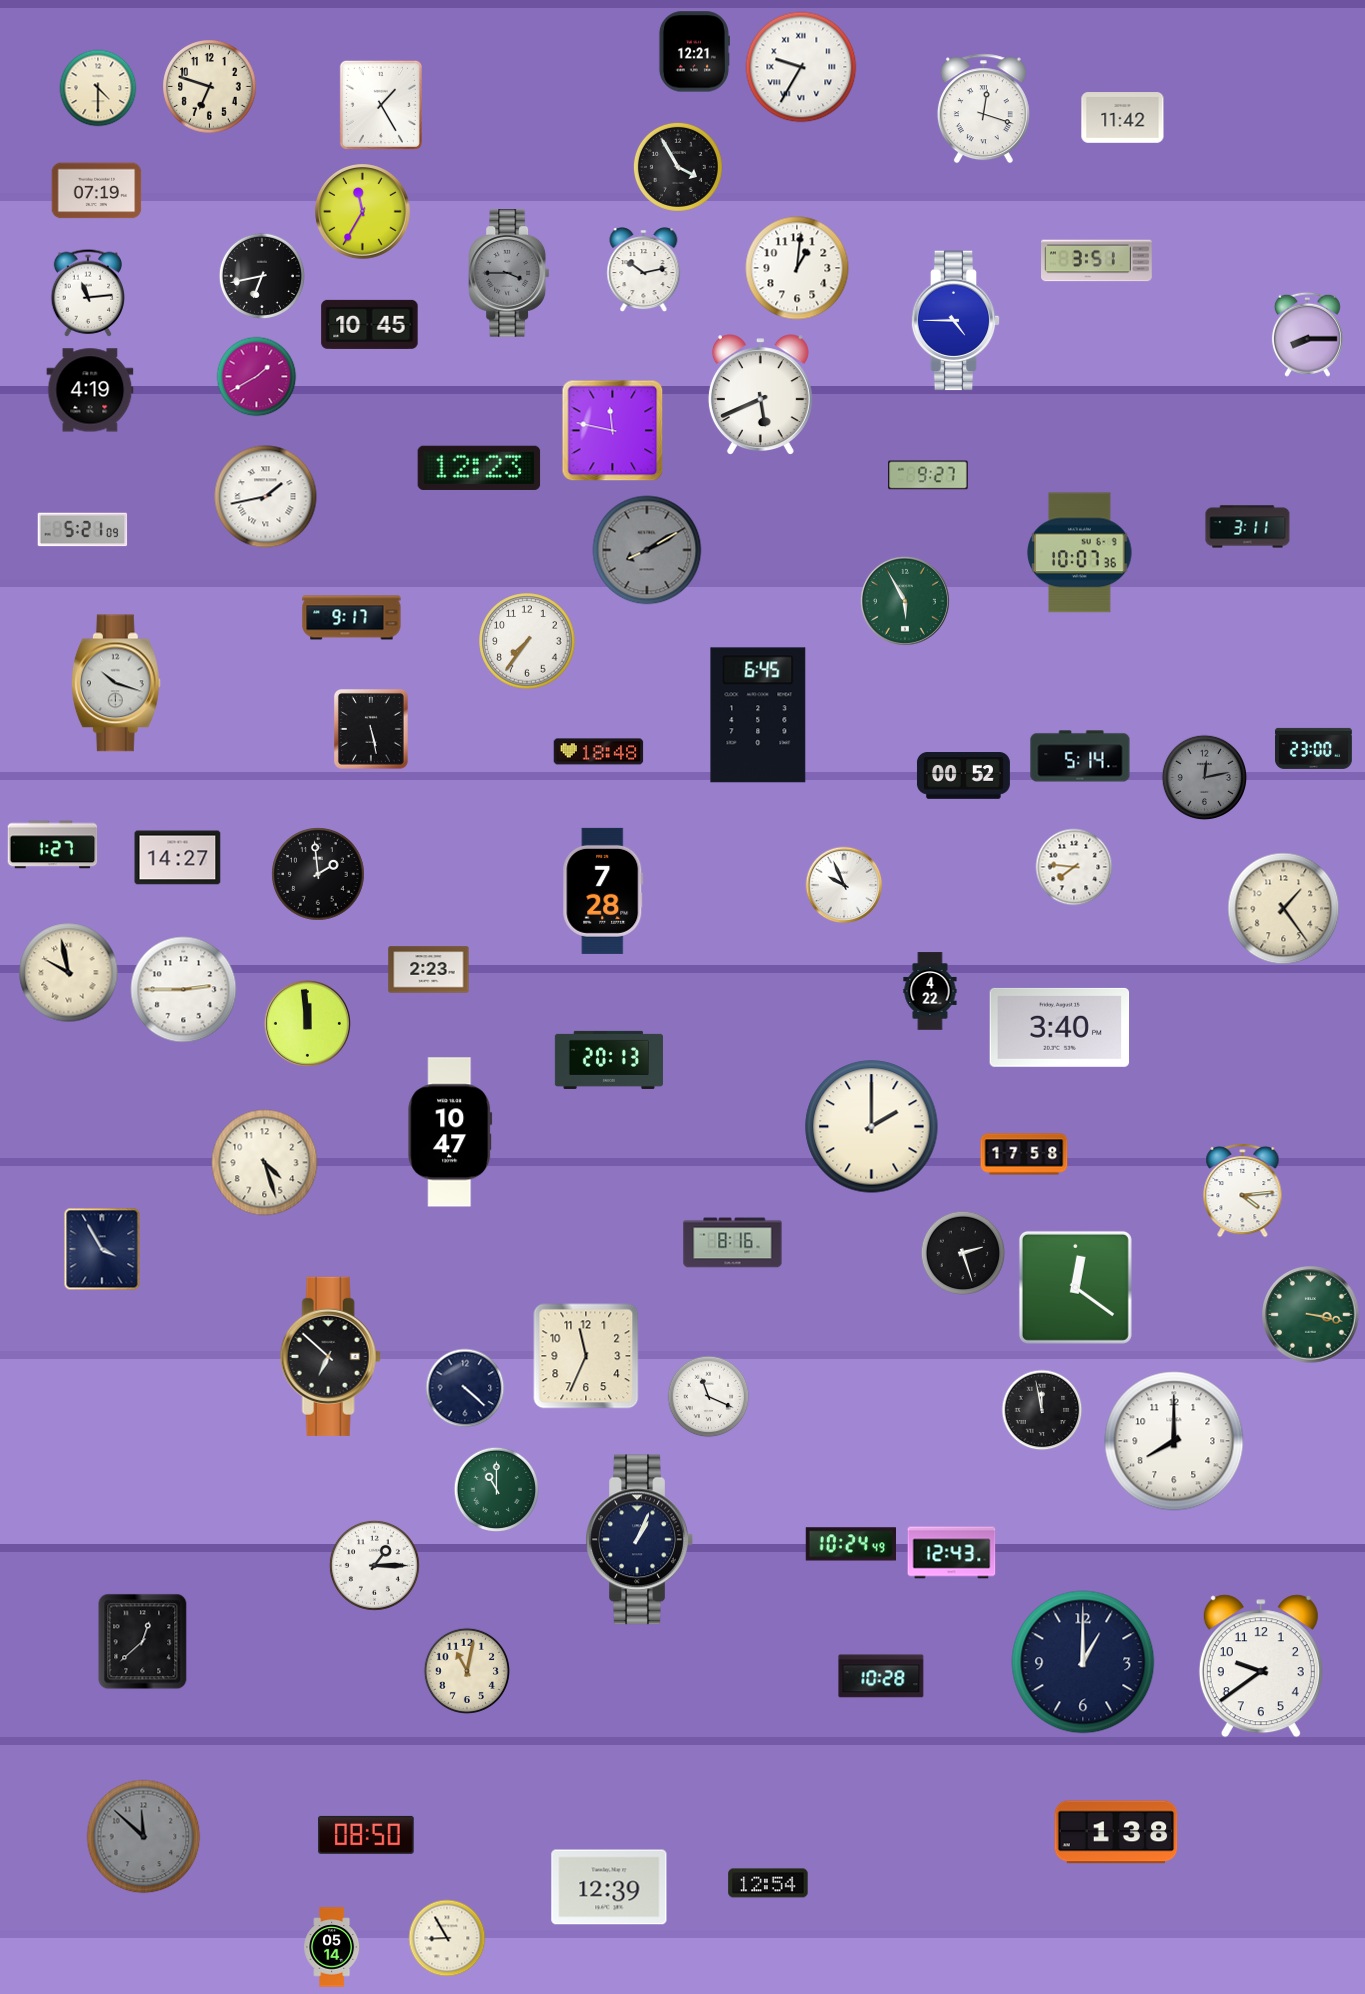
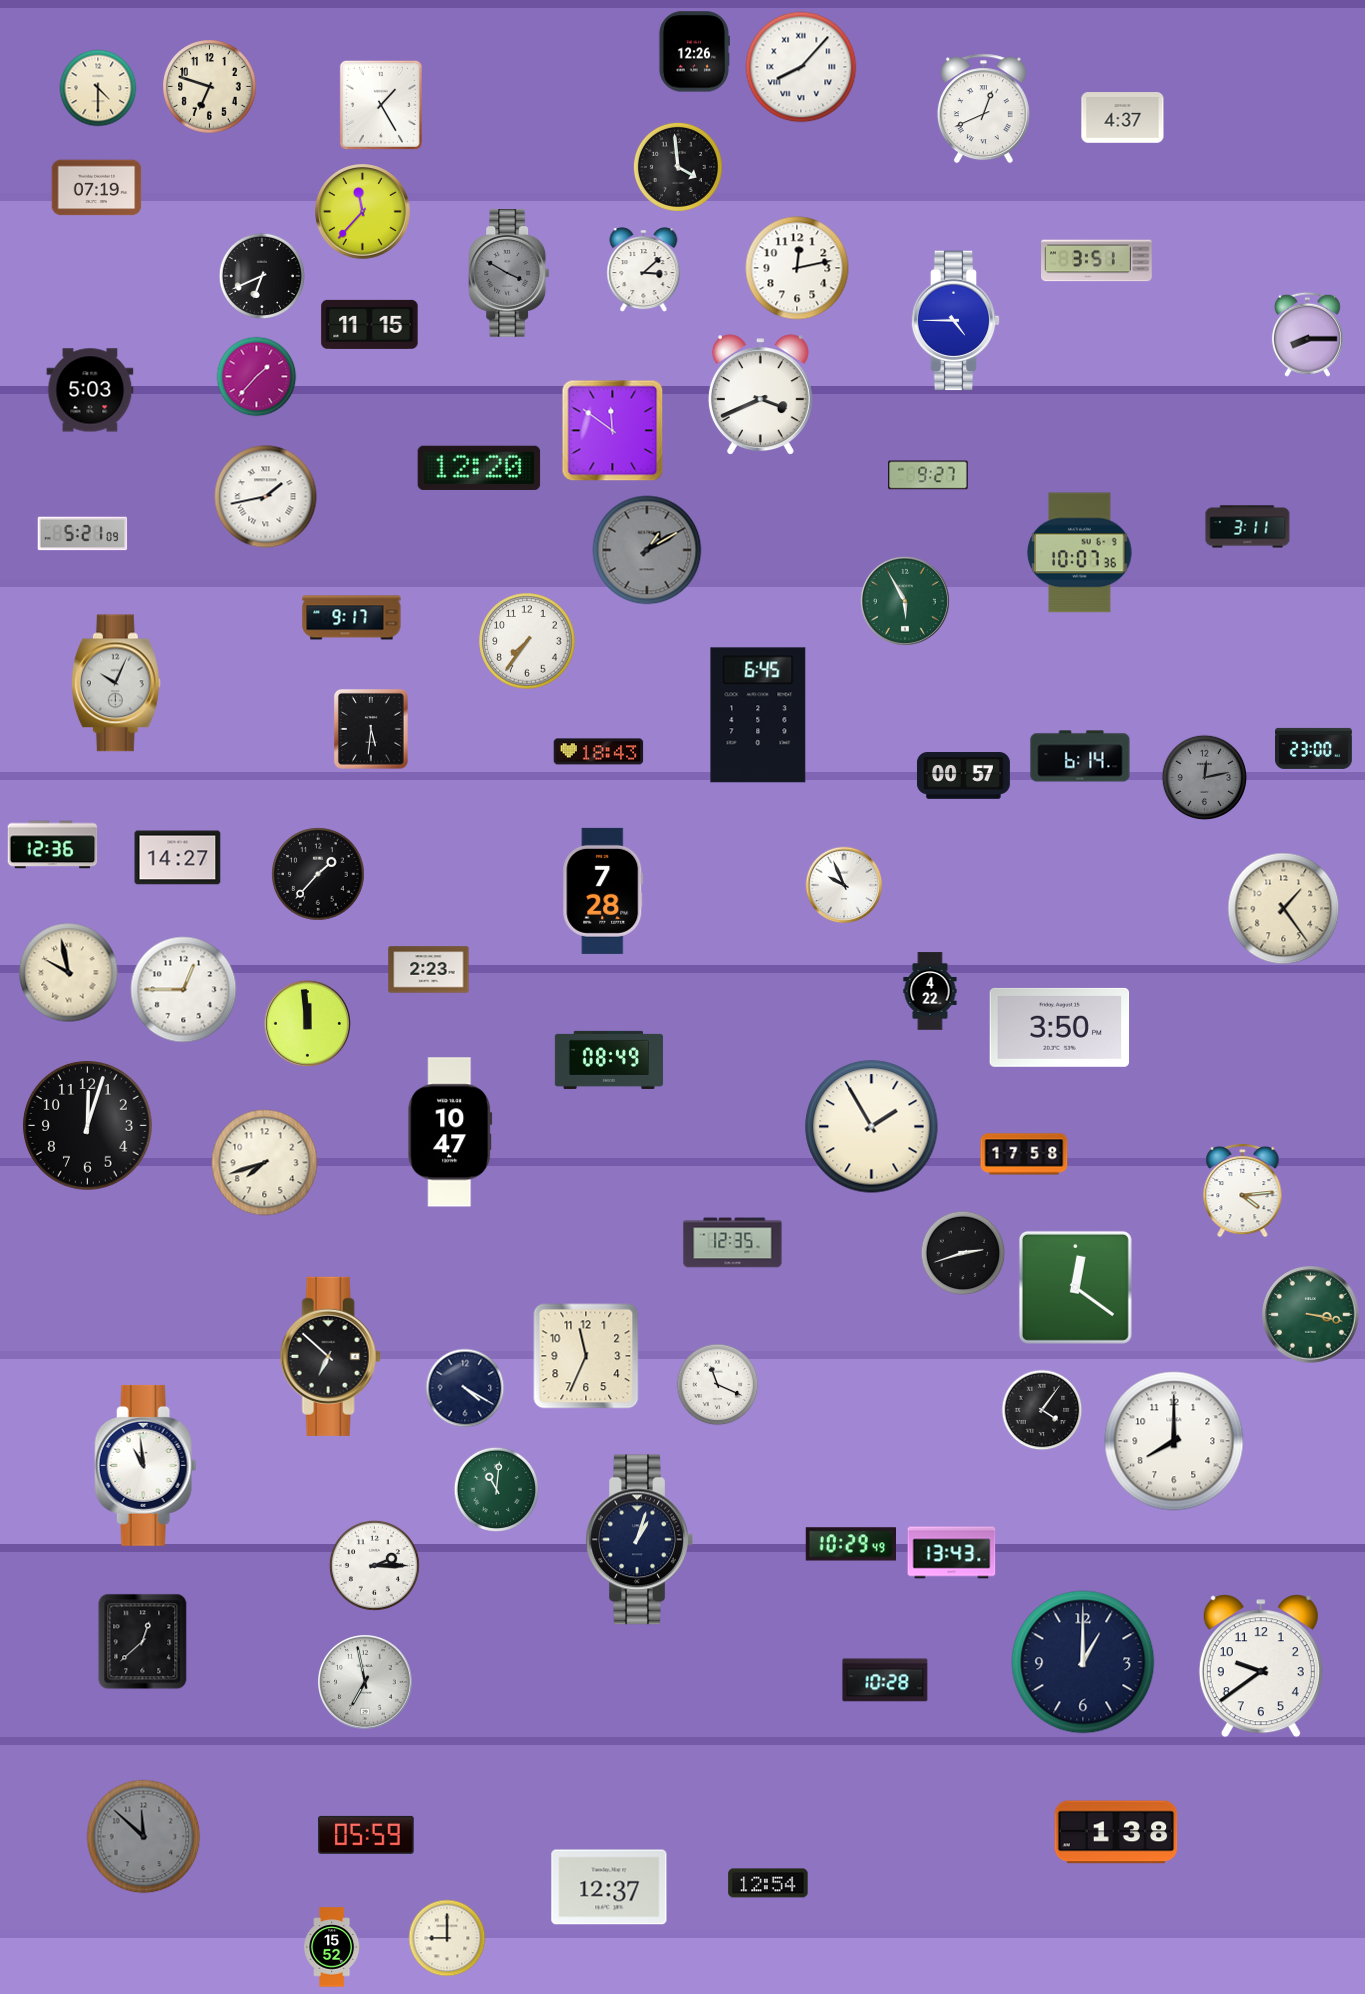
clock at (694, 52): 12:21 -> 12:26
clock at (801, 67): 9:35 -> 8:07
clock at (983, 109): 12:18 -> 12:41
clock at (1123, 118): 11:42 -> 4:37
clock at (678, 167): 3:55 -> 3:59
clock at (97, 191) position: (97, 191) -> (97, 188)
clock at (363, 212): 11:35 -> 11:37
clock at (797, 268): 1:01 -> 12:13
clock at (644, 270): 10:13 -> 3:08
clock at (509, 274): 3:45 -> 3:50
clock at (261, 275): 6:43 -> 6:41
clock at (88, 293): 11:14 -> none
clock at (370, 324): 10:45 -> 11:15
clock at (257, 377): 1:40 -> 1:37
clock at (90, 390): 4:19 -> 5:03
clock at (760, 394): 5:41 -> 3:41
clock at (613, 431): 11:47 -> 11:51
clock at (479, 468): 12:23 -> 12:20
clock at (83, 530) position: (83, 530) -> (83, 534)
clock at (647, 550): 8:10 -> 1:10
clock at (116, 683): 10:18 -> 10:04
clock at (371, 730): 5:28 -> 5:31
clock at (599, 752): 18:48 -> 18:43
clock at (1080, 756): 5:14 -> 6:14
clock at (963, 776): 00:52 -> 00:57
clock at (53, 845): 1:27 -> 12:36
clock at (1074, 867): 7:46 -> none
clock at (318, 874): 1:59 -> 1:37
clock at (184, 990): 2:45 -> 12:45
clock at (1060, 1027): 3:40 -> 3:50
clock at (609, 1060): 20:13 -> 08:49
clock at (88, 1126): none -> 12:03
clock at (872, 1127): 2:00 -> 1:55
clock at (265, 1163): 4:27 -> 7:42
clock at (733, 1243): 8:16 -> 12:35
clock at (102, 1249): 3:55 -> none
clock at (963, 1253): 2:27 -> 2:42
clock at (465, 1388): 4:22 -> 4:20
clock at (709, 1397) position: (709, 1397) -> (718, 1385)
clock at (1042, 1410): 11:58 -> 4:06
clock at (146, 1465): none -> 10:59
clock at (497, 1490): 11:00 -> 11:01
clock at (639, 1540): 1:04 -> 1:03
clock at (850, 1544): 10:24 -> 10:29
clock at (952, 1553): 12:43 -> 13:43
clock at (374, 1565): 1:15 -> 2:15
clock at (466, 1670): 11:02 -> none
clock at (881, 1676) position: (881, 1676) -> (885, 1680)
clock at (366, 1683): none -> 6:58
clock at (366, 1835): 08:50 -> 05:59
clock at (609, 1887): 12:39 -> 12:37
clock at (447, 1938): 8:55 -> 9:00
clock at (332, 1947): 05:14 -> 15:52
